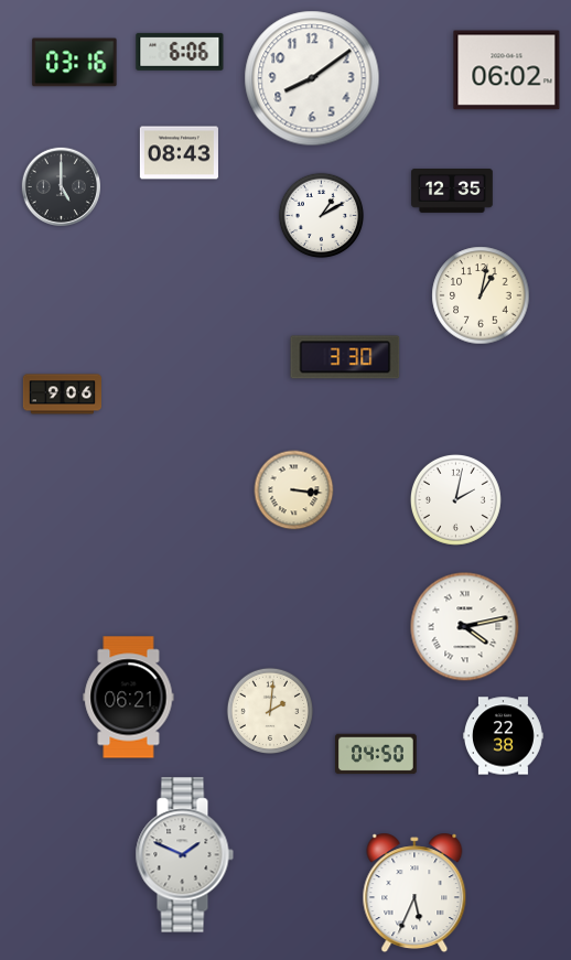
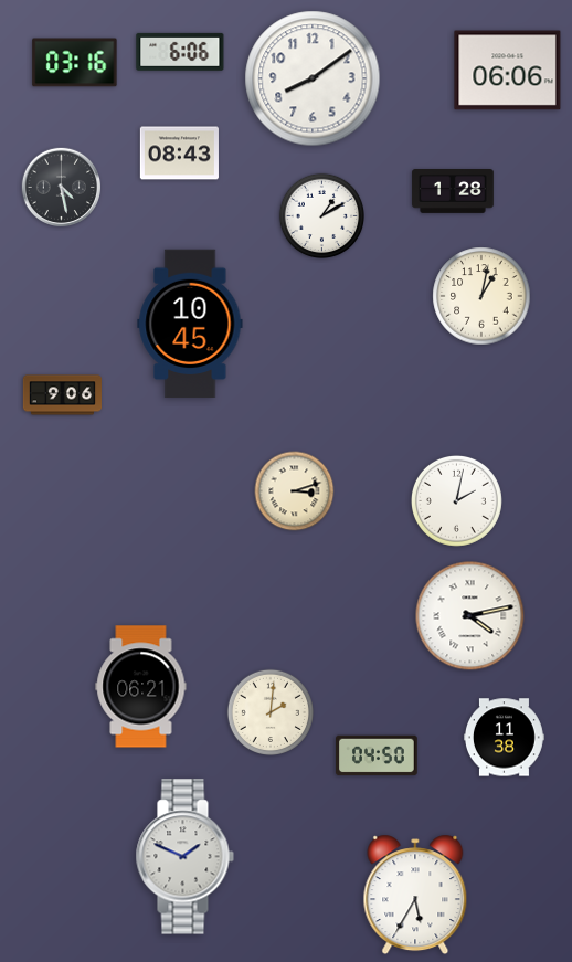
clock at (507, 71): 06:02 -> 06:06
clock at (61, 186): 5:00 -> 4:28
clock at (452, 192): 12:35 -> 1:28
clock at (190, 324): none -> 10:45
clock at (345, 357): 3:30 -> none
clock at (294, 490): 3:16 -> 3:12
clock at (465, 627) position: (465, 627) -> (470, 616)
clock at (129, 698) position: (129, 698) -> (141, 687)
clock at (503, 736): 22:38 -> 11:38
clock at (414, 893): 5:34 -> 5:35
